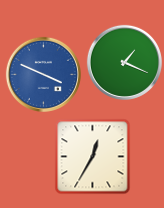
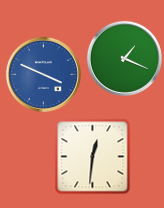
clock at (124, 62) position: (124, 62) -> (124, 58)
clock at (93, 157): 12:35 -> 12:31
